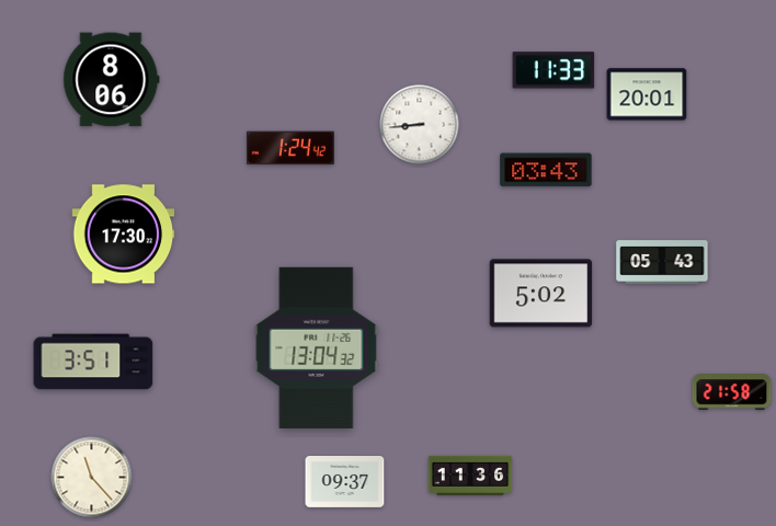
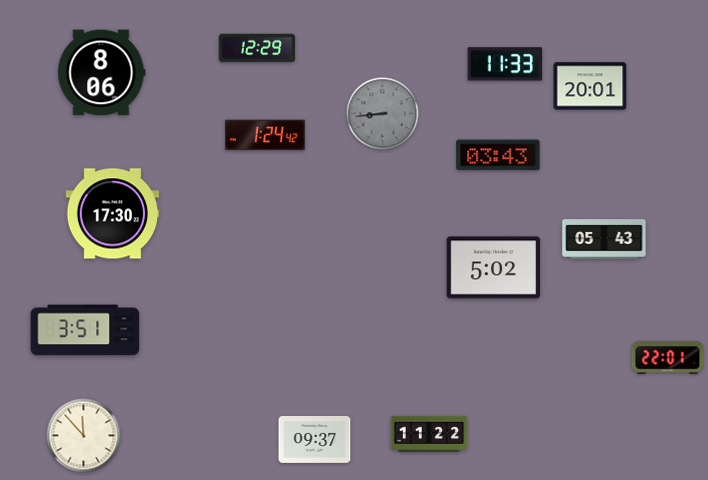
clock at (257, 48): none -> 12:29
clock at (420, 125) dial: white -> grey
clock at (317, 347): 13:04 -> none
clock at (732, 392): 21:58 -> 22:01
clock at (470, 476): 11:36 -> 11:22
clock at (92, 478): 11:23 -> 11:53
